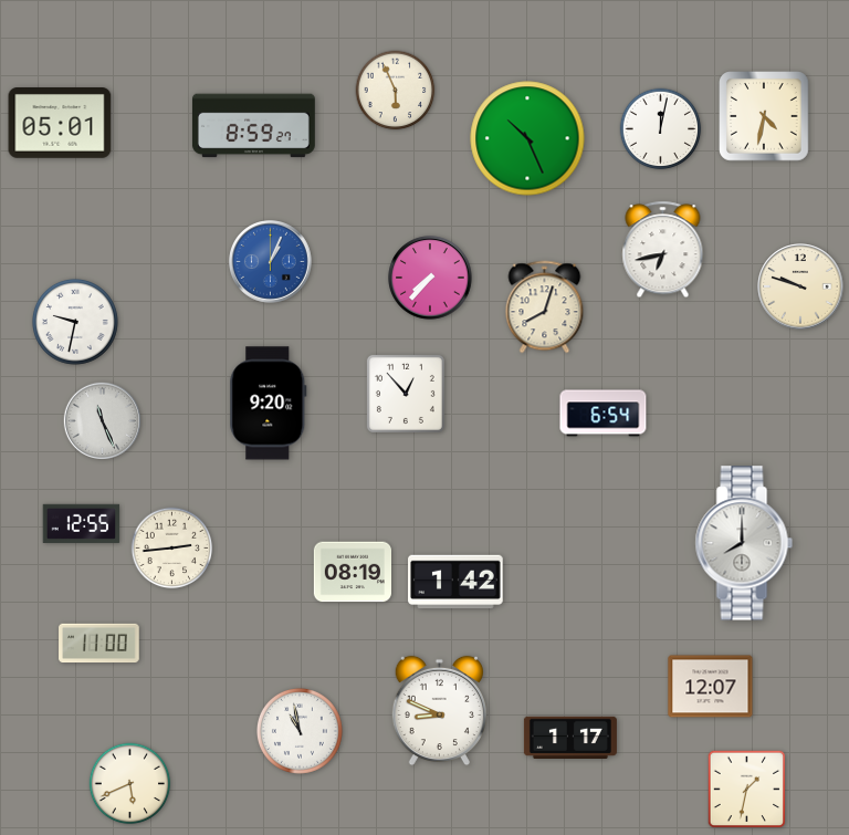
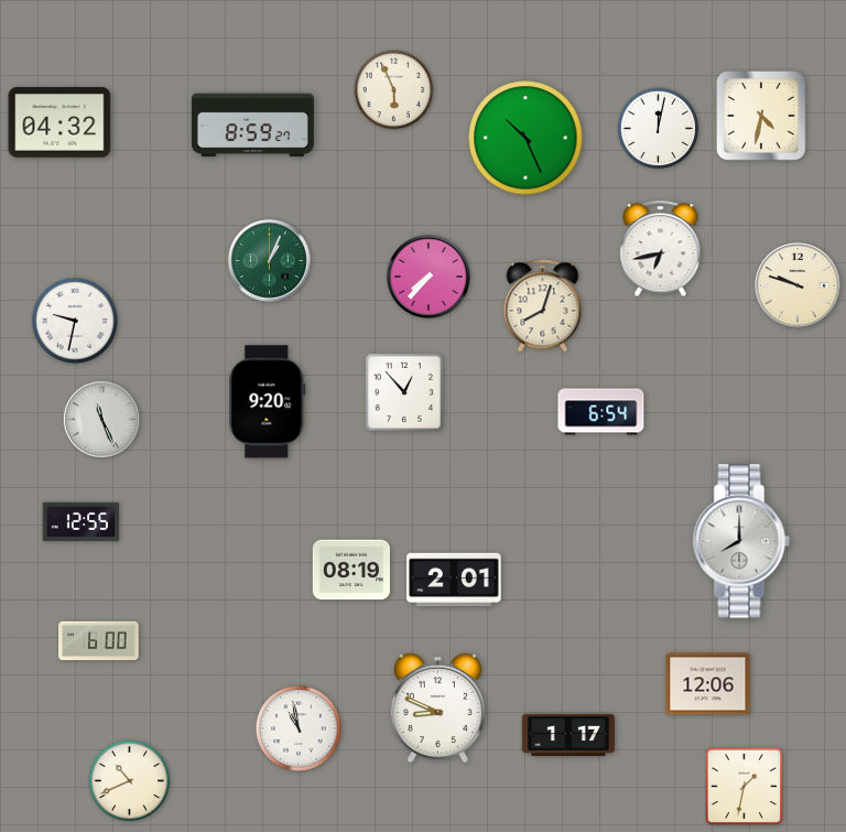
clock at (60, 124): 05:01 -> 04:32
clock at (271, 262) dial: blue -> green
clock at (172, 549): 2:44 -> none
clock at (455, 582): 1:42 -> 2:01
clock at (99, 644): 11:00 -> 6:00
clock at (711, 687): 12:07 -> 12:06
clock at (130, 784): 5:41 -> 10:41
